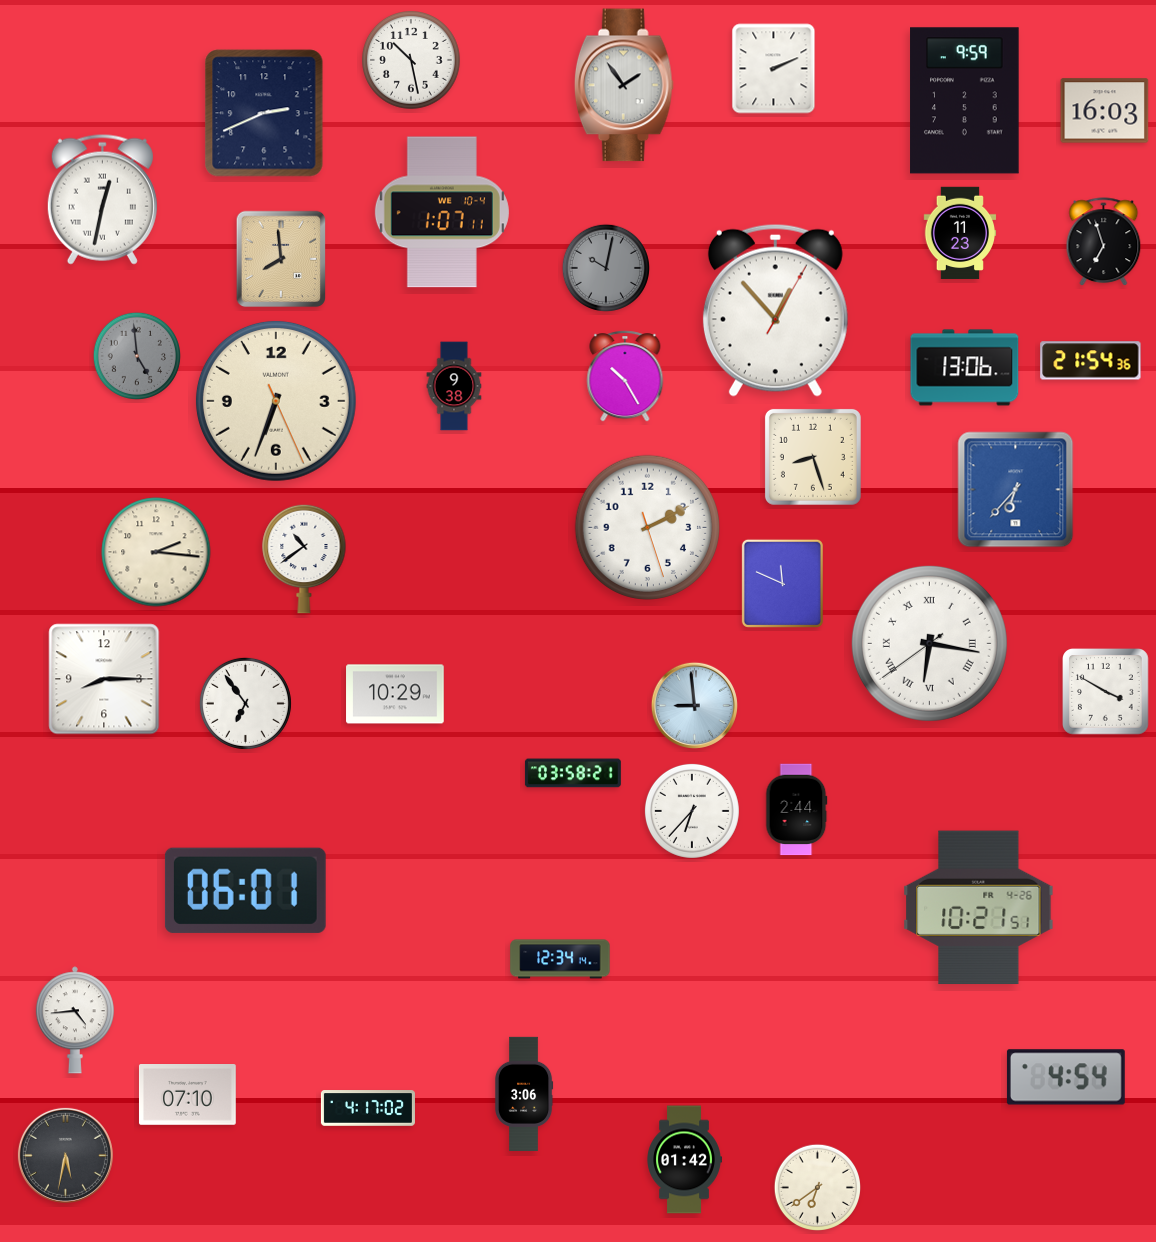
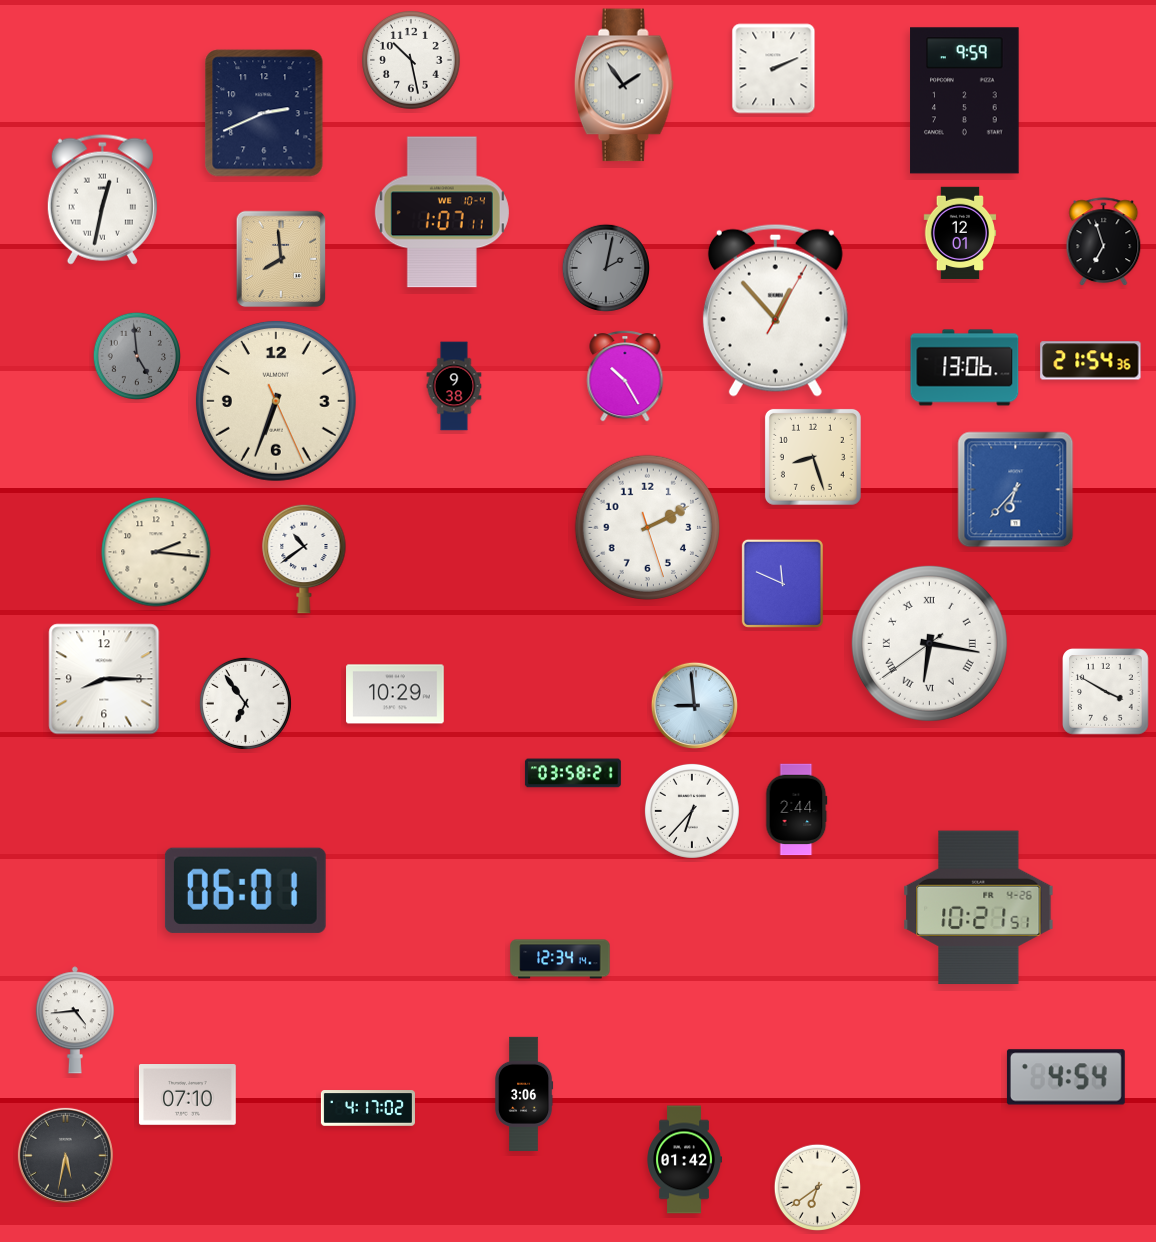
clock at (1105, 111): 16:03 -> none
clock at (960, 233): 11:23 -> 12:01
clock at (605, 267): 10:02 -> 2:02
